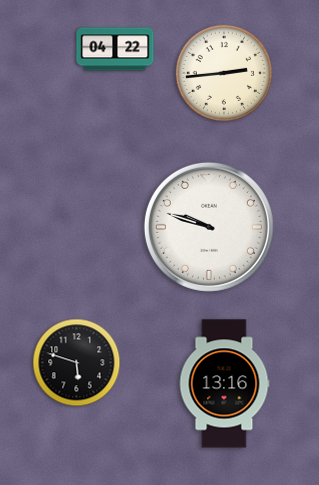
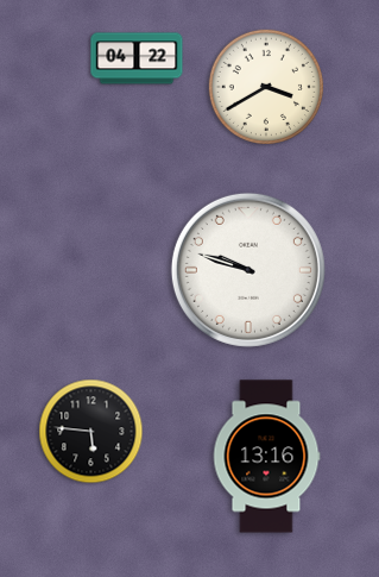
clock at (224, 73): 2:44 -> 3:40
clock at (77, 363): 5:48 -> 5:46
